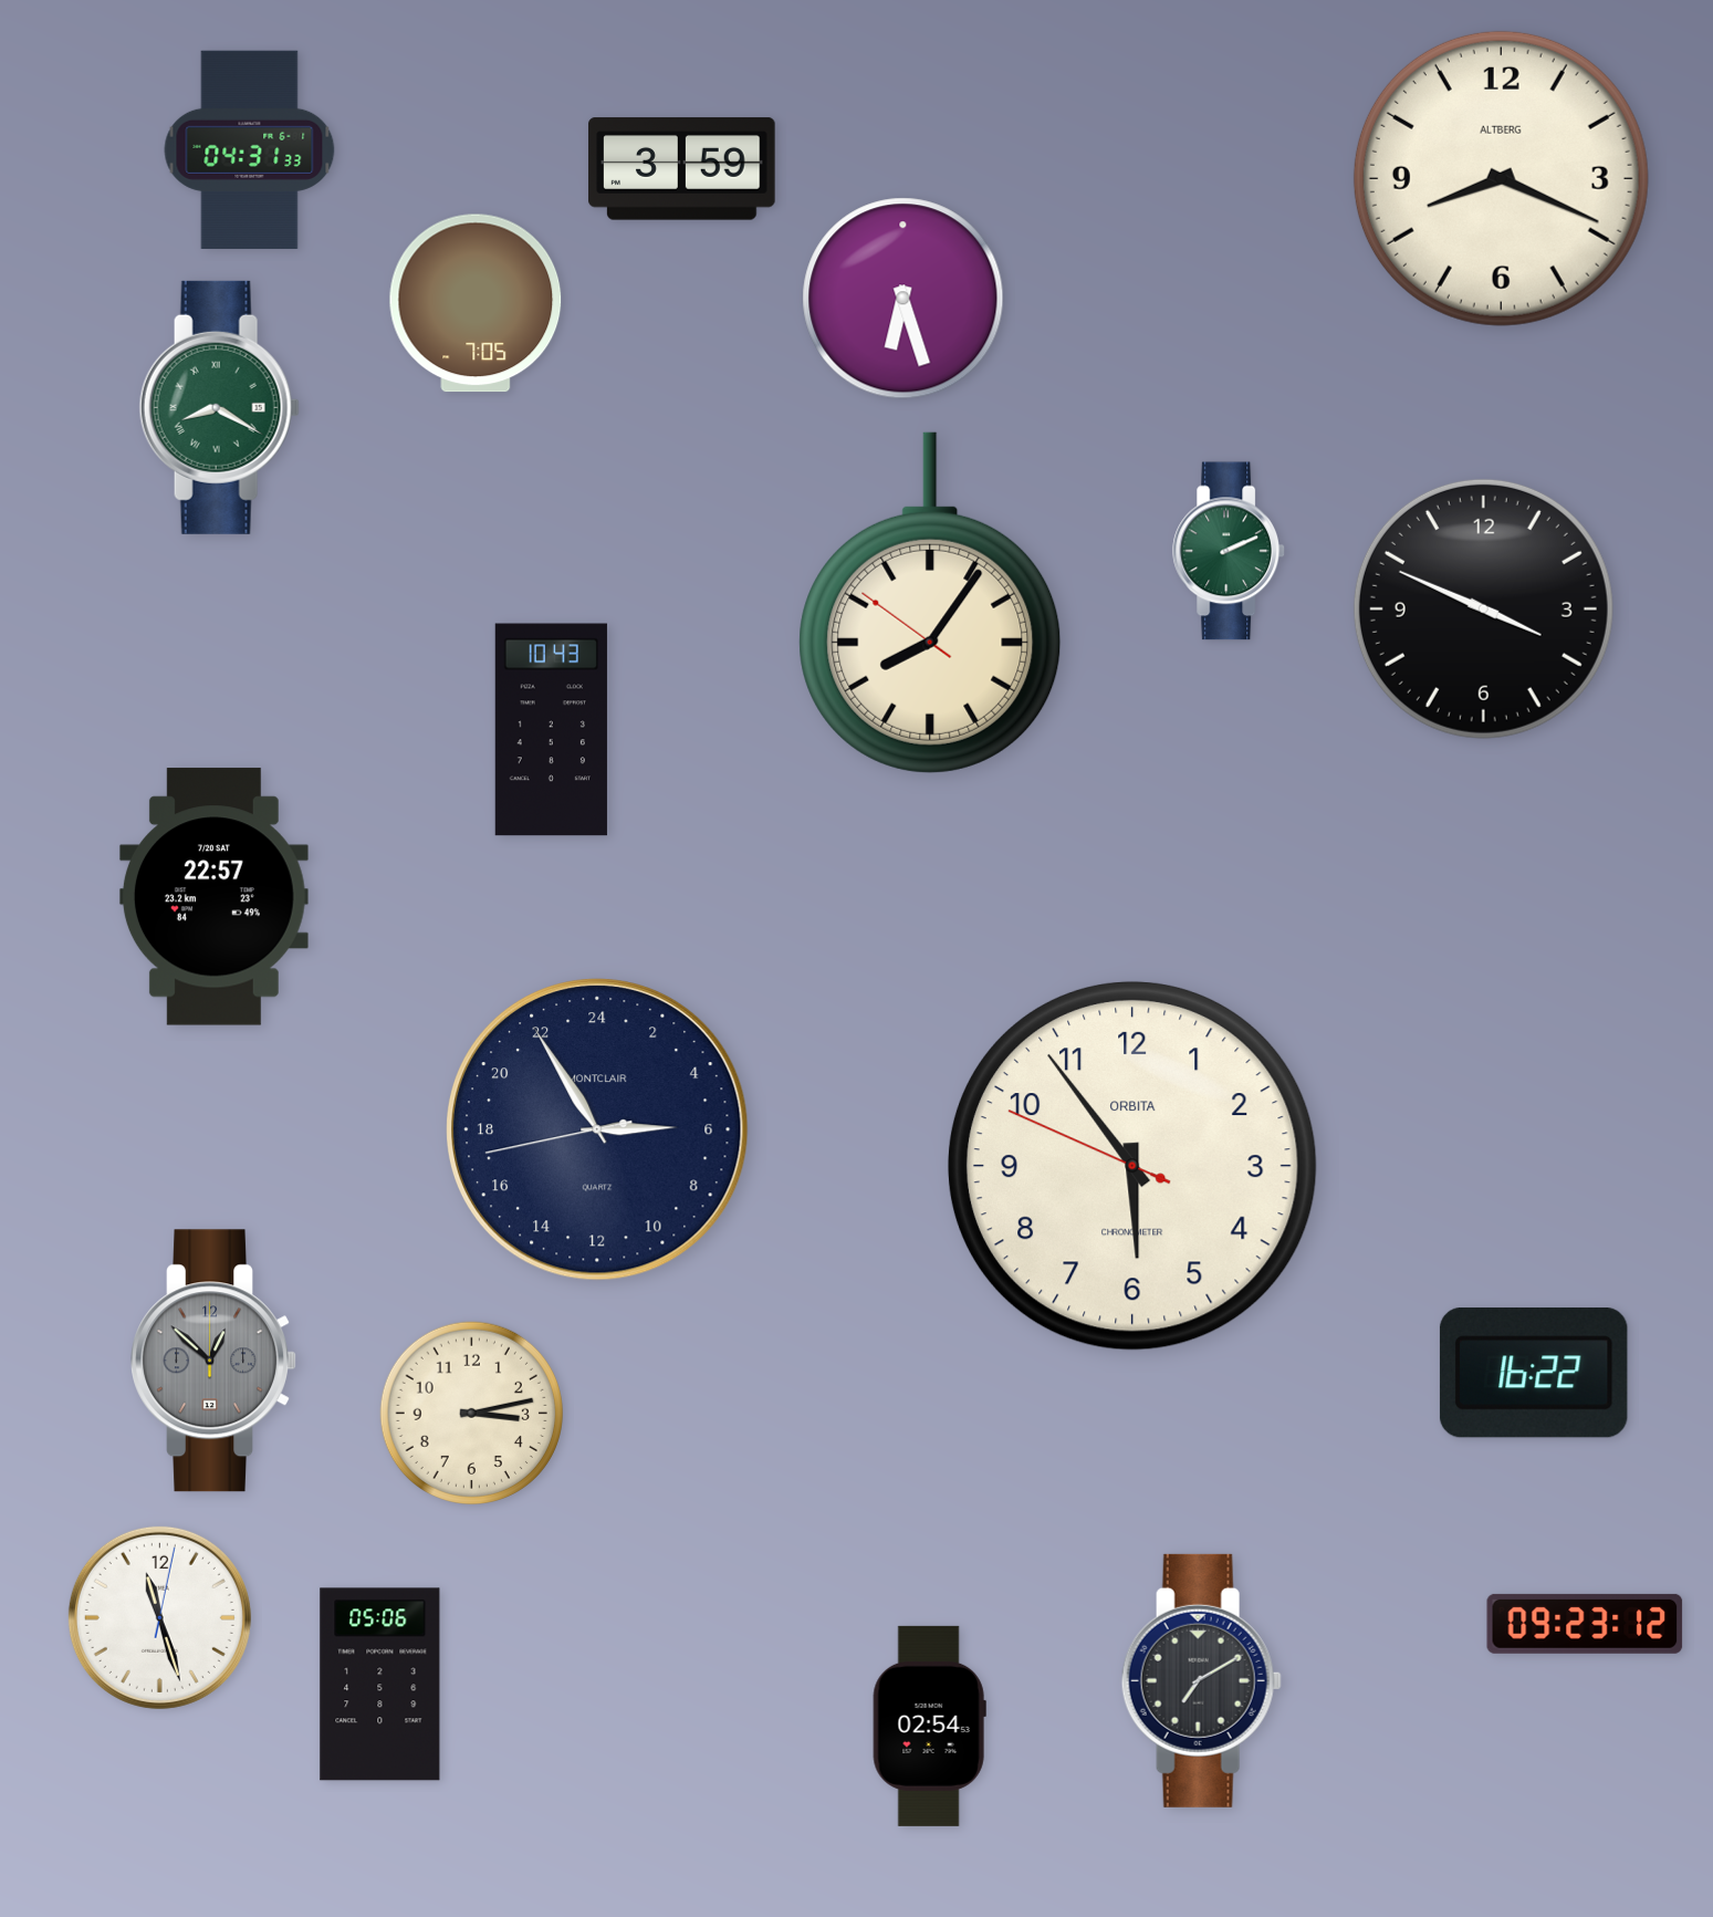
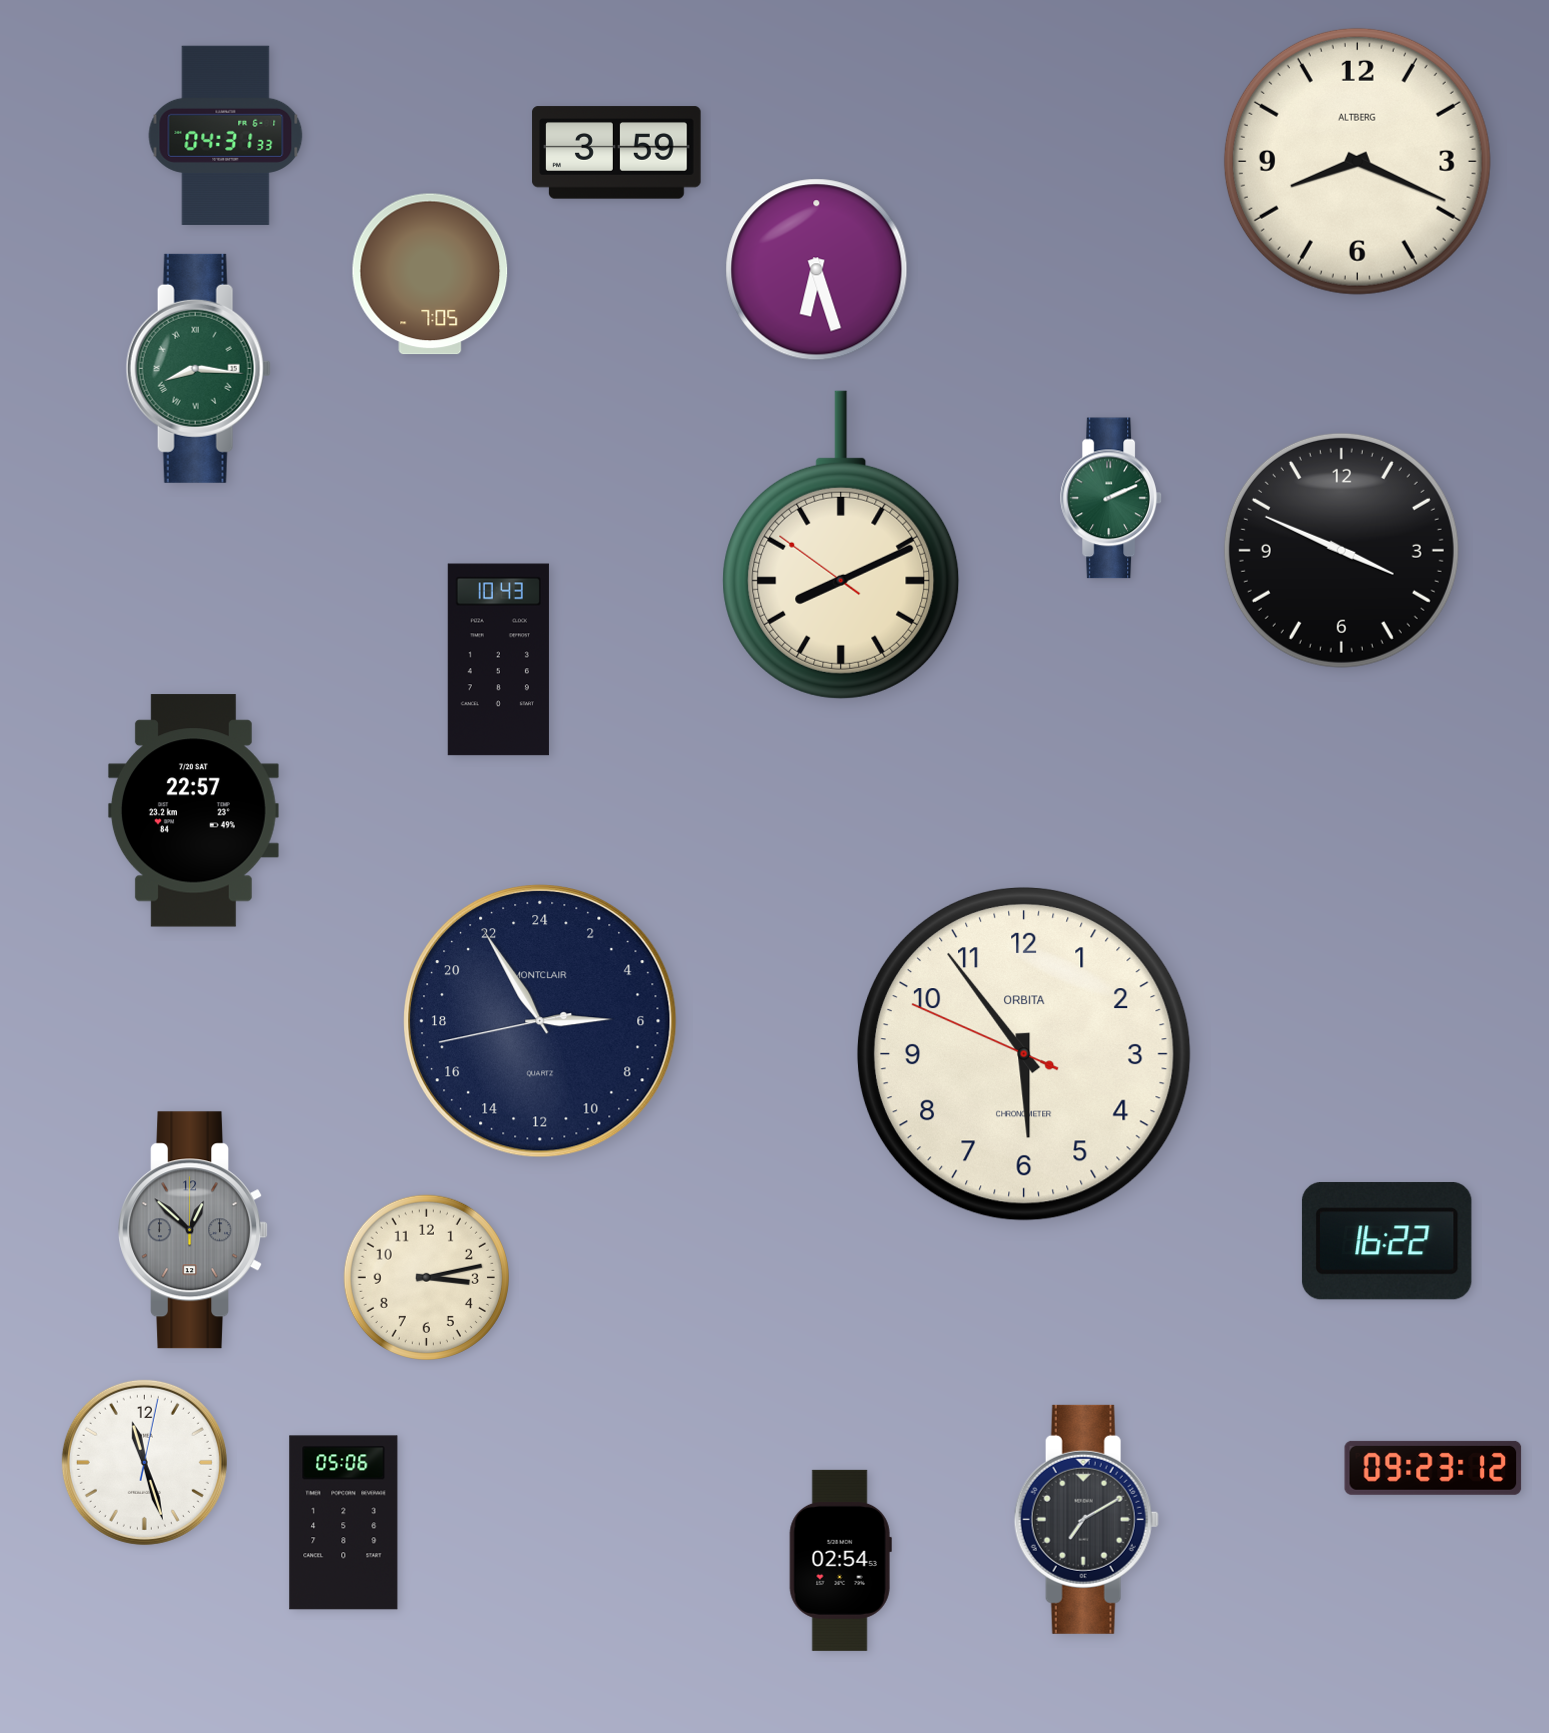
clock at (219, 407): 8:20 -> 8:16
clock at (930, 603): 8:05 -> 8:10
